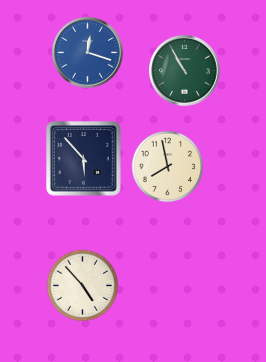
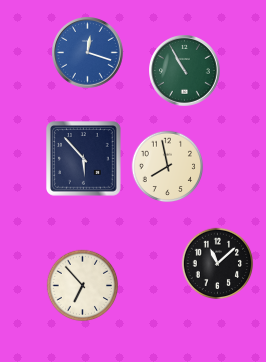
clock at (218, 264): none -> 11:08
clock at (83, 286): 4:53 -> 6:53
